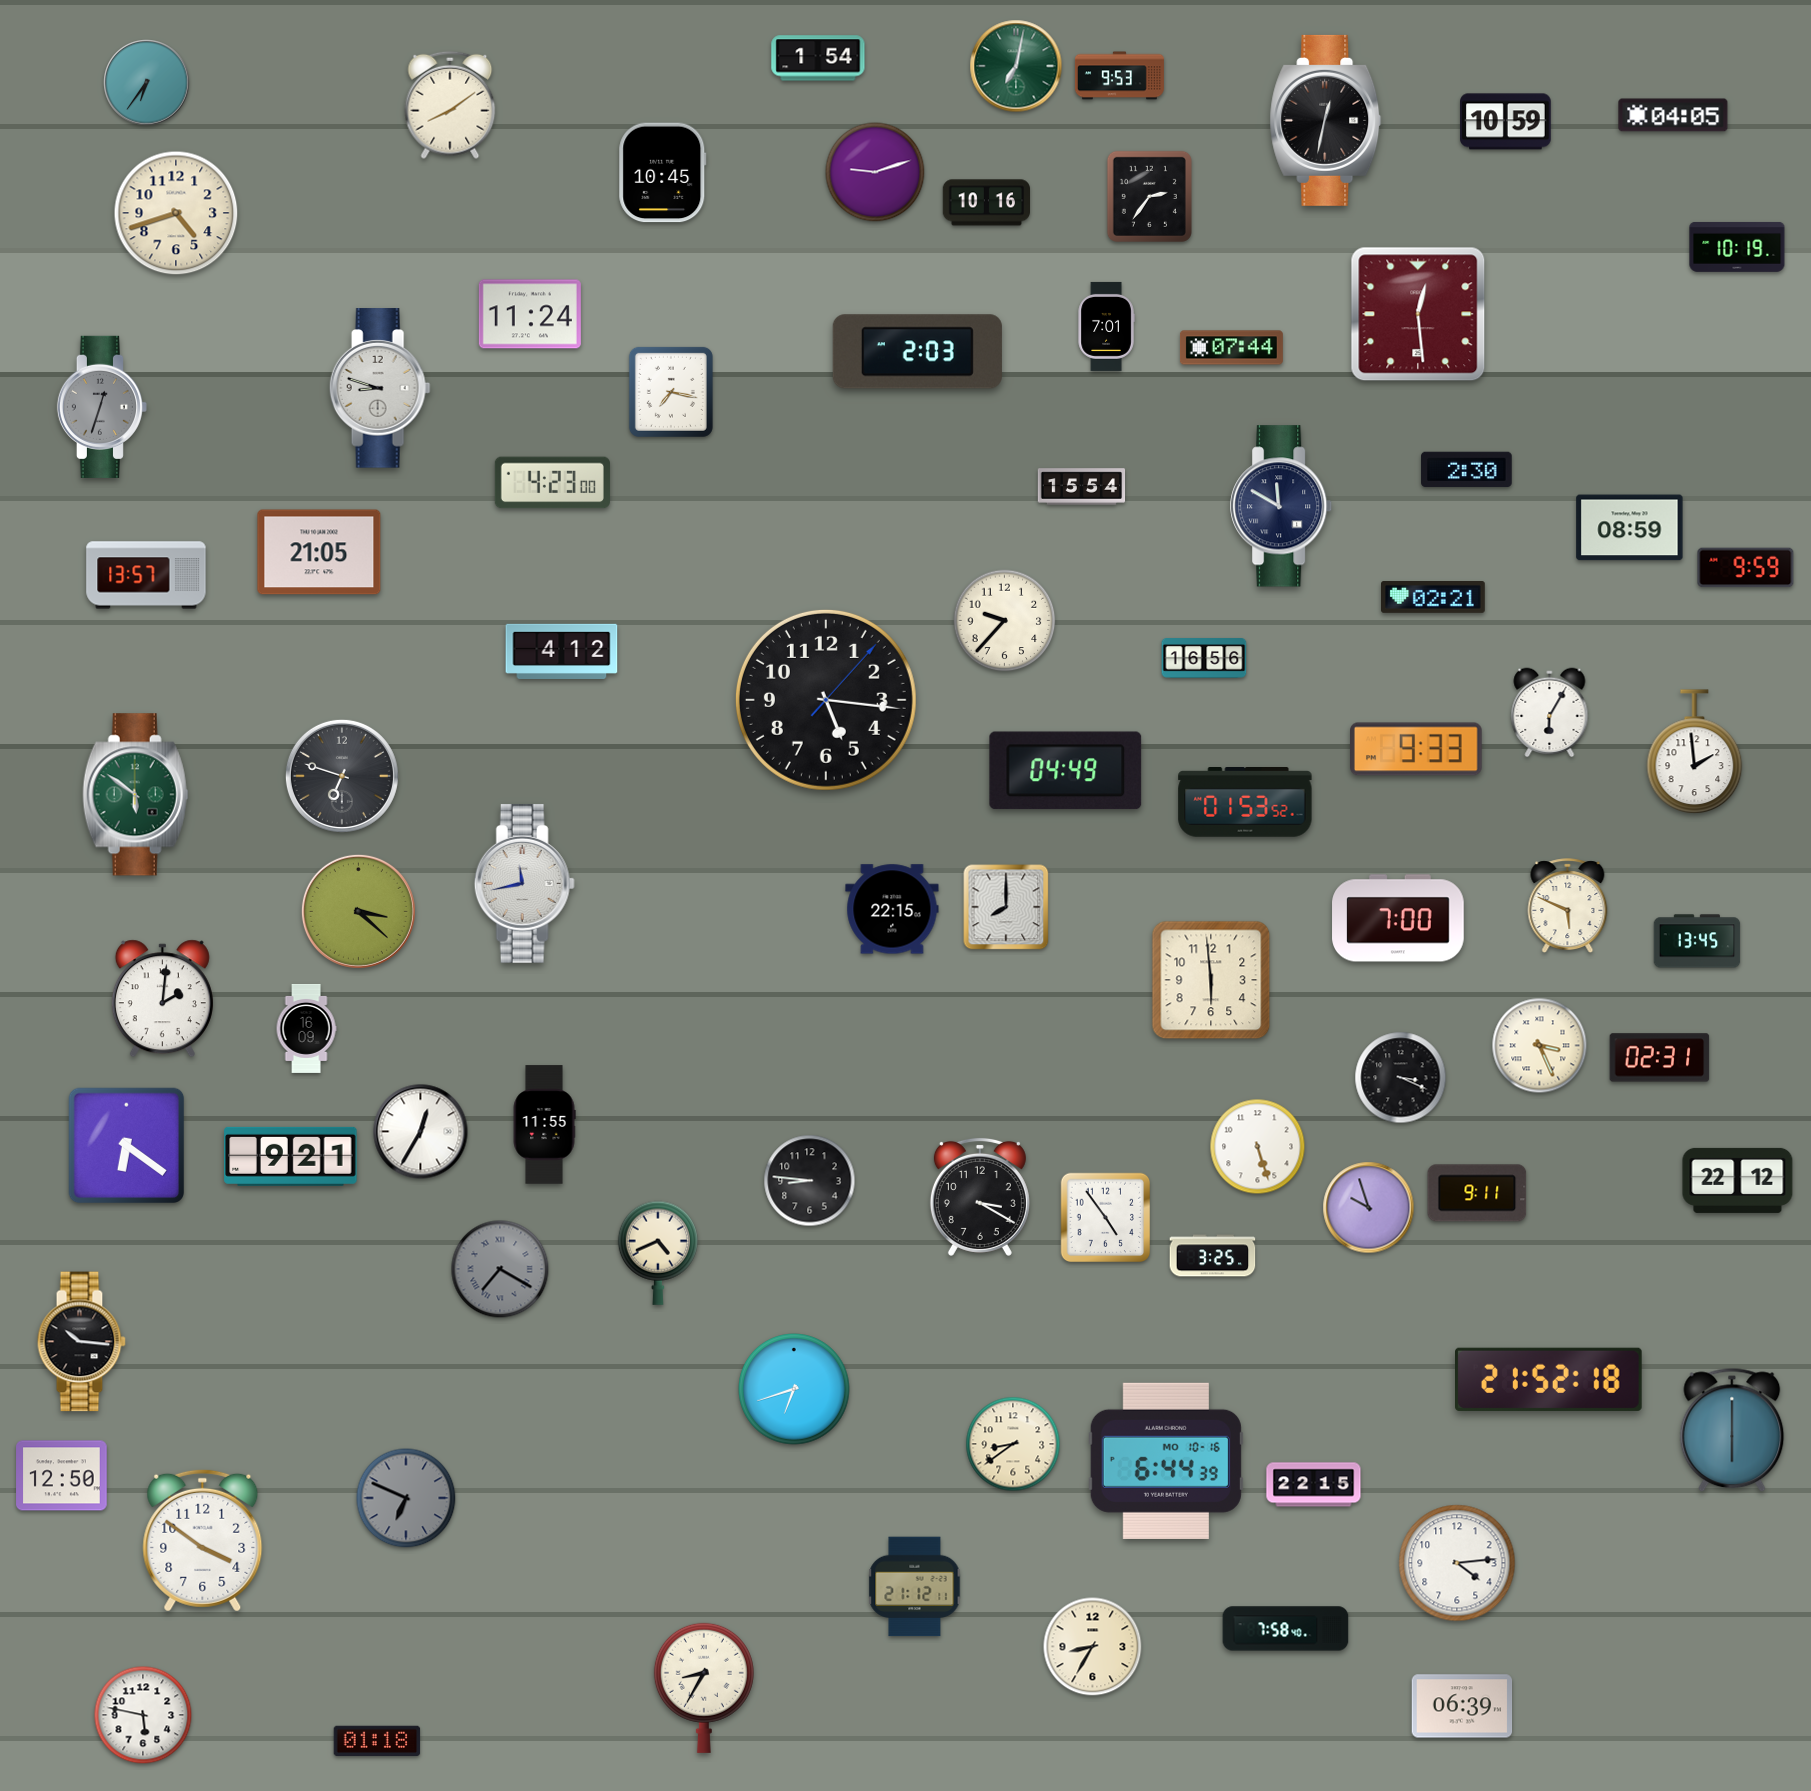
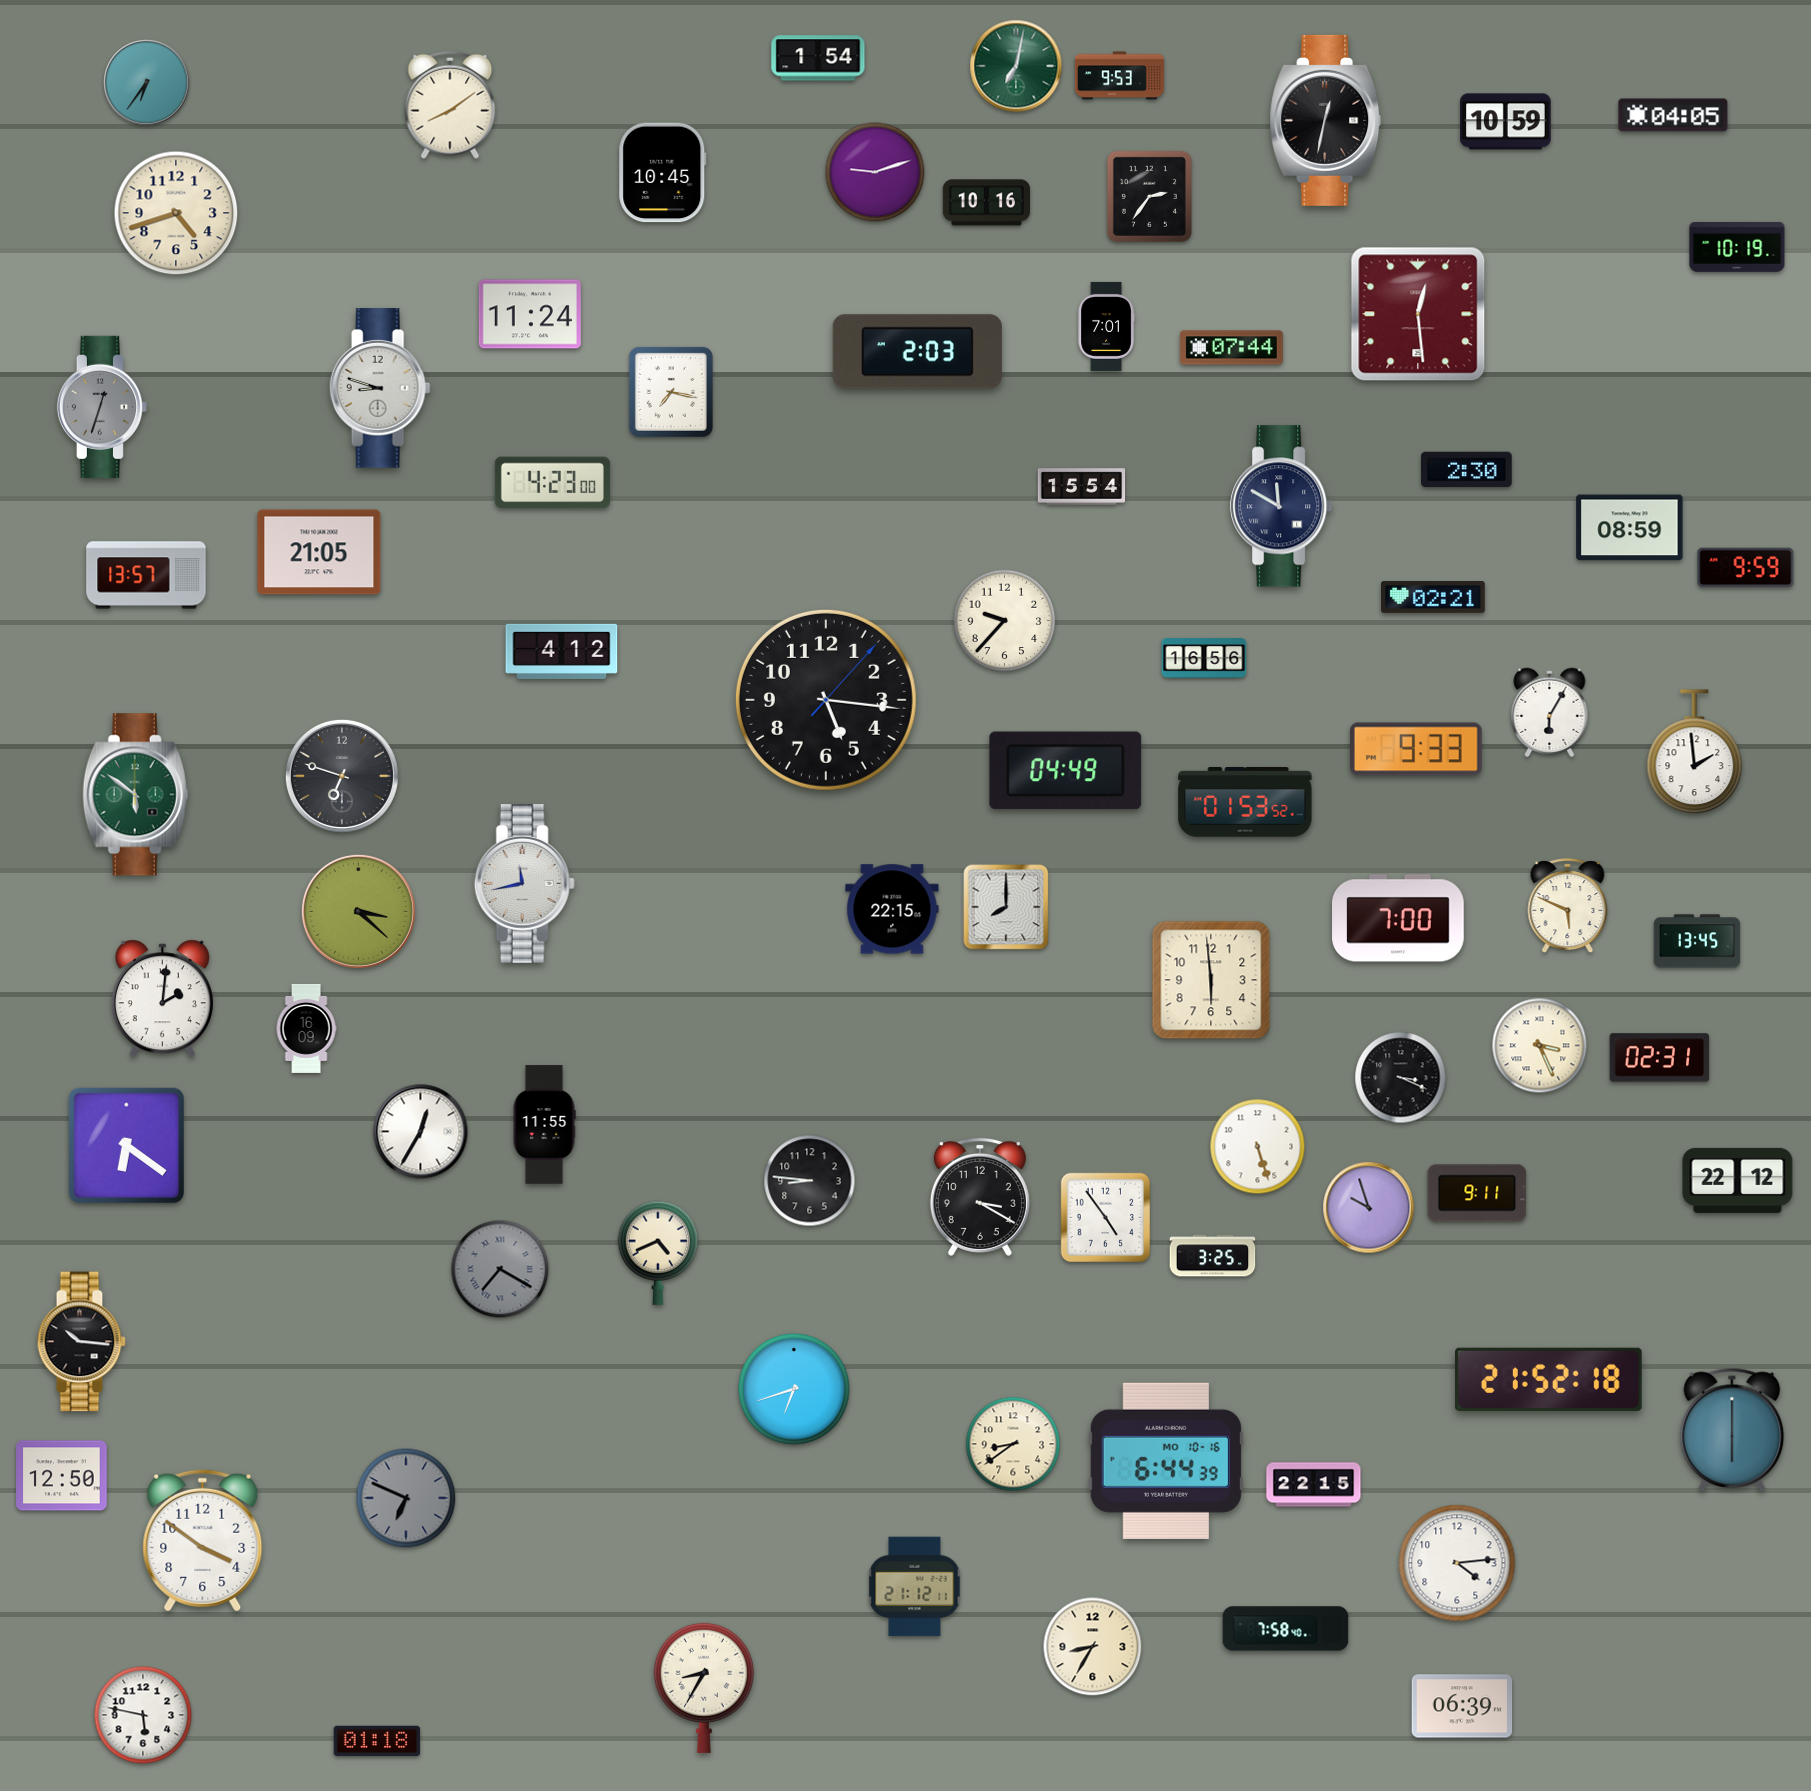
clock at (291, 1156): 9:21 -> none
